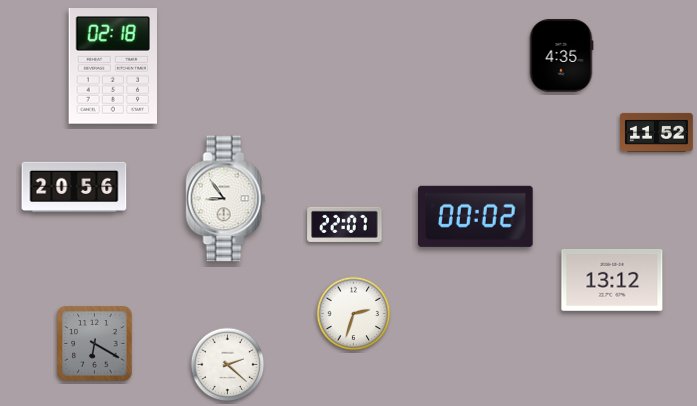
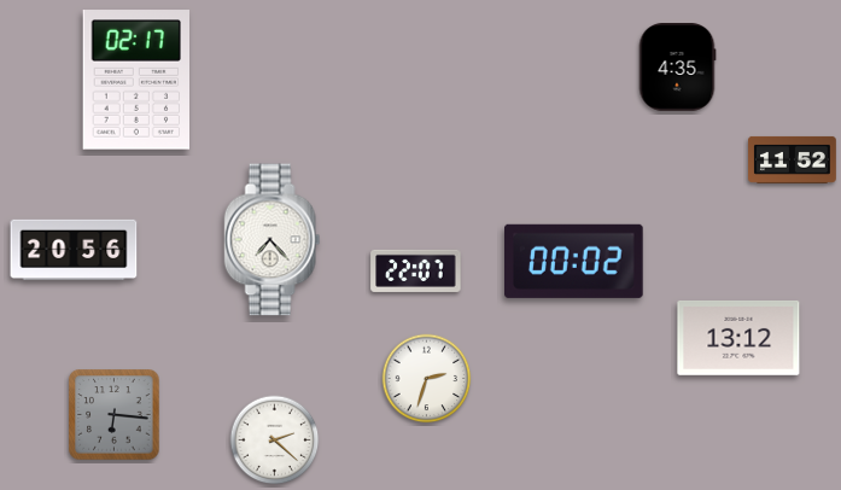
clock at (112, 66): 02:18 -> 02:17
clock at (74, 186) position: (74, 186) -> (74, 249)
clock at (226, 199): 8:54 -> 7:23
clock at (95, 344): 6:20 -> 6:16
